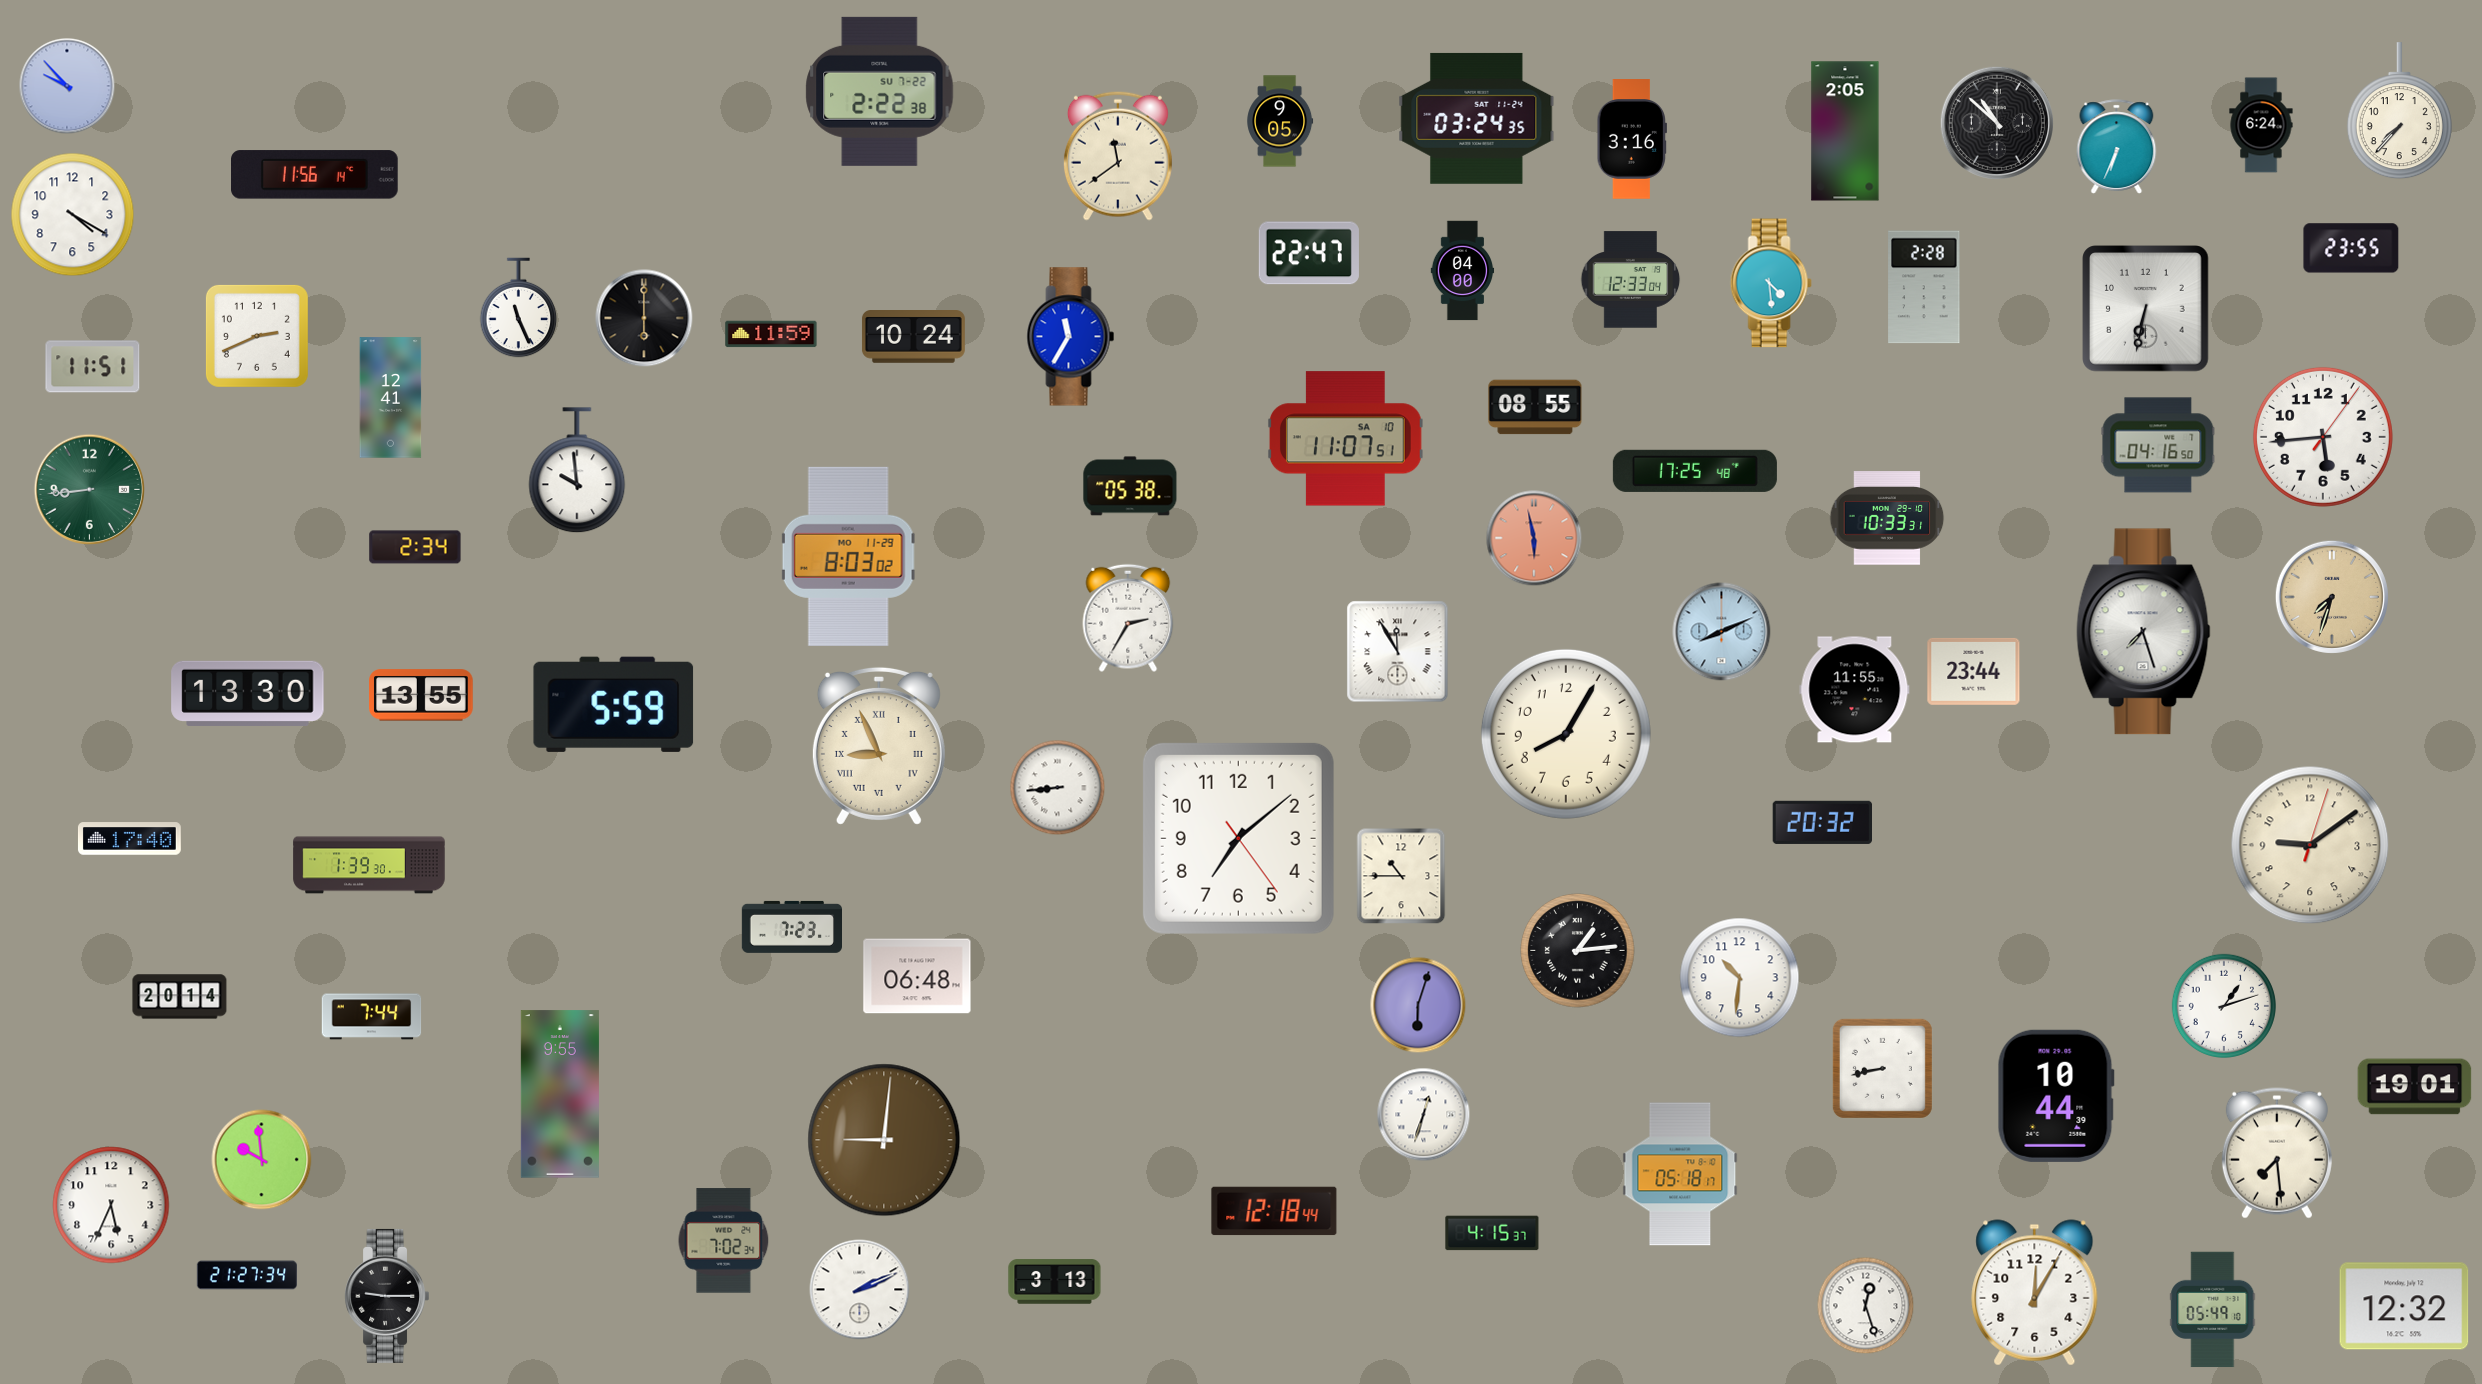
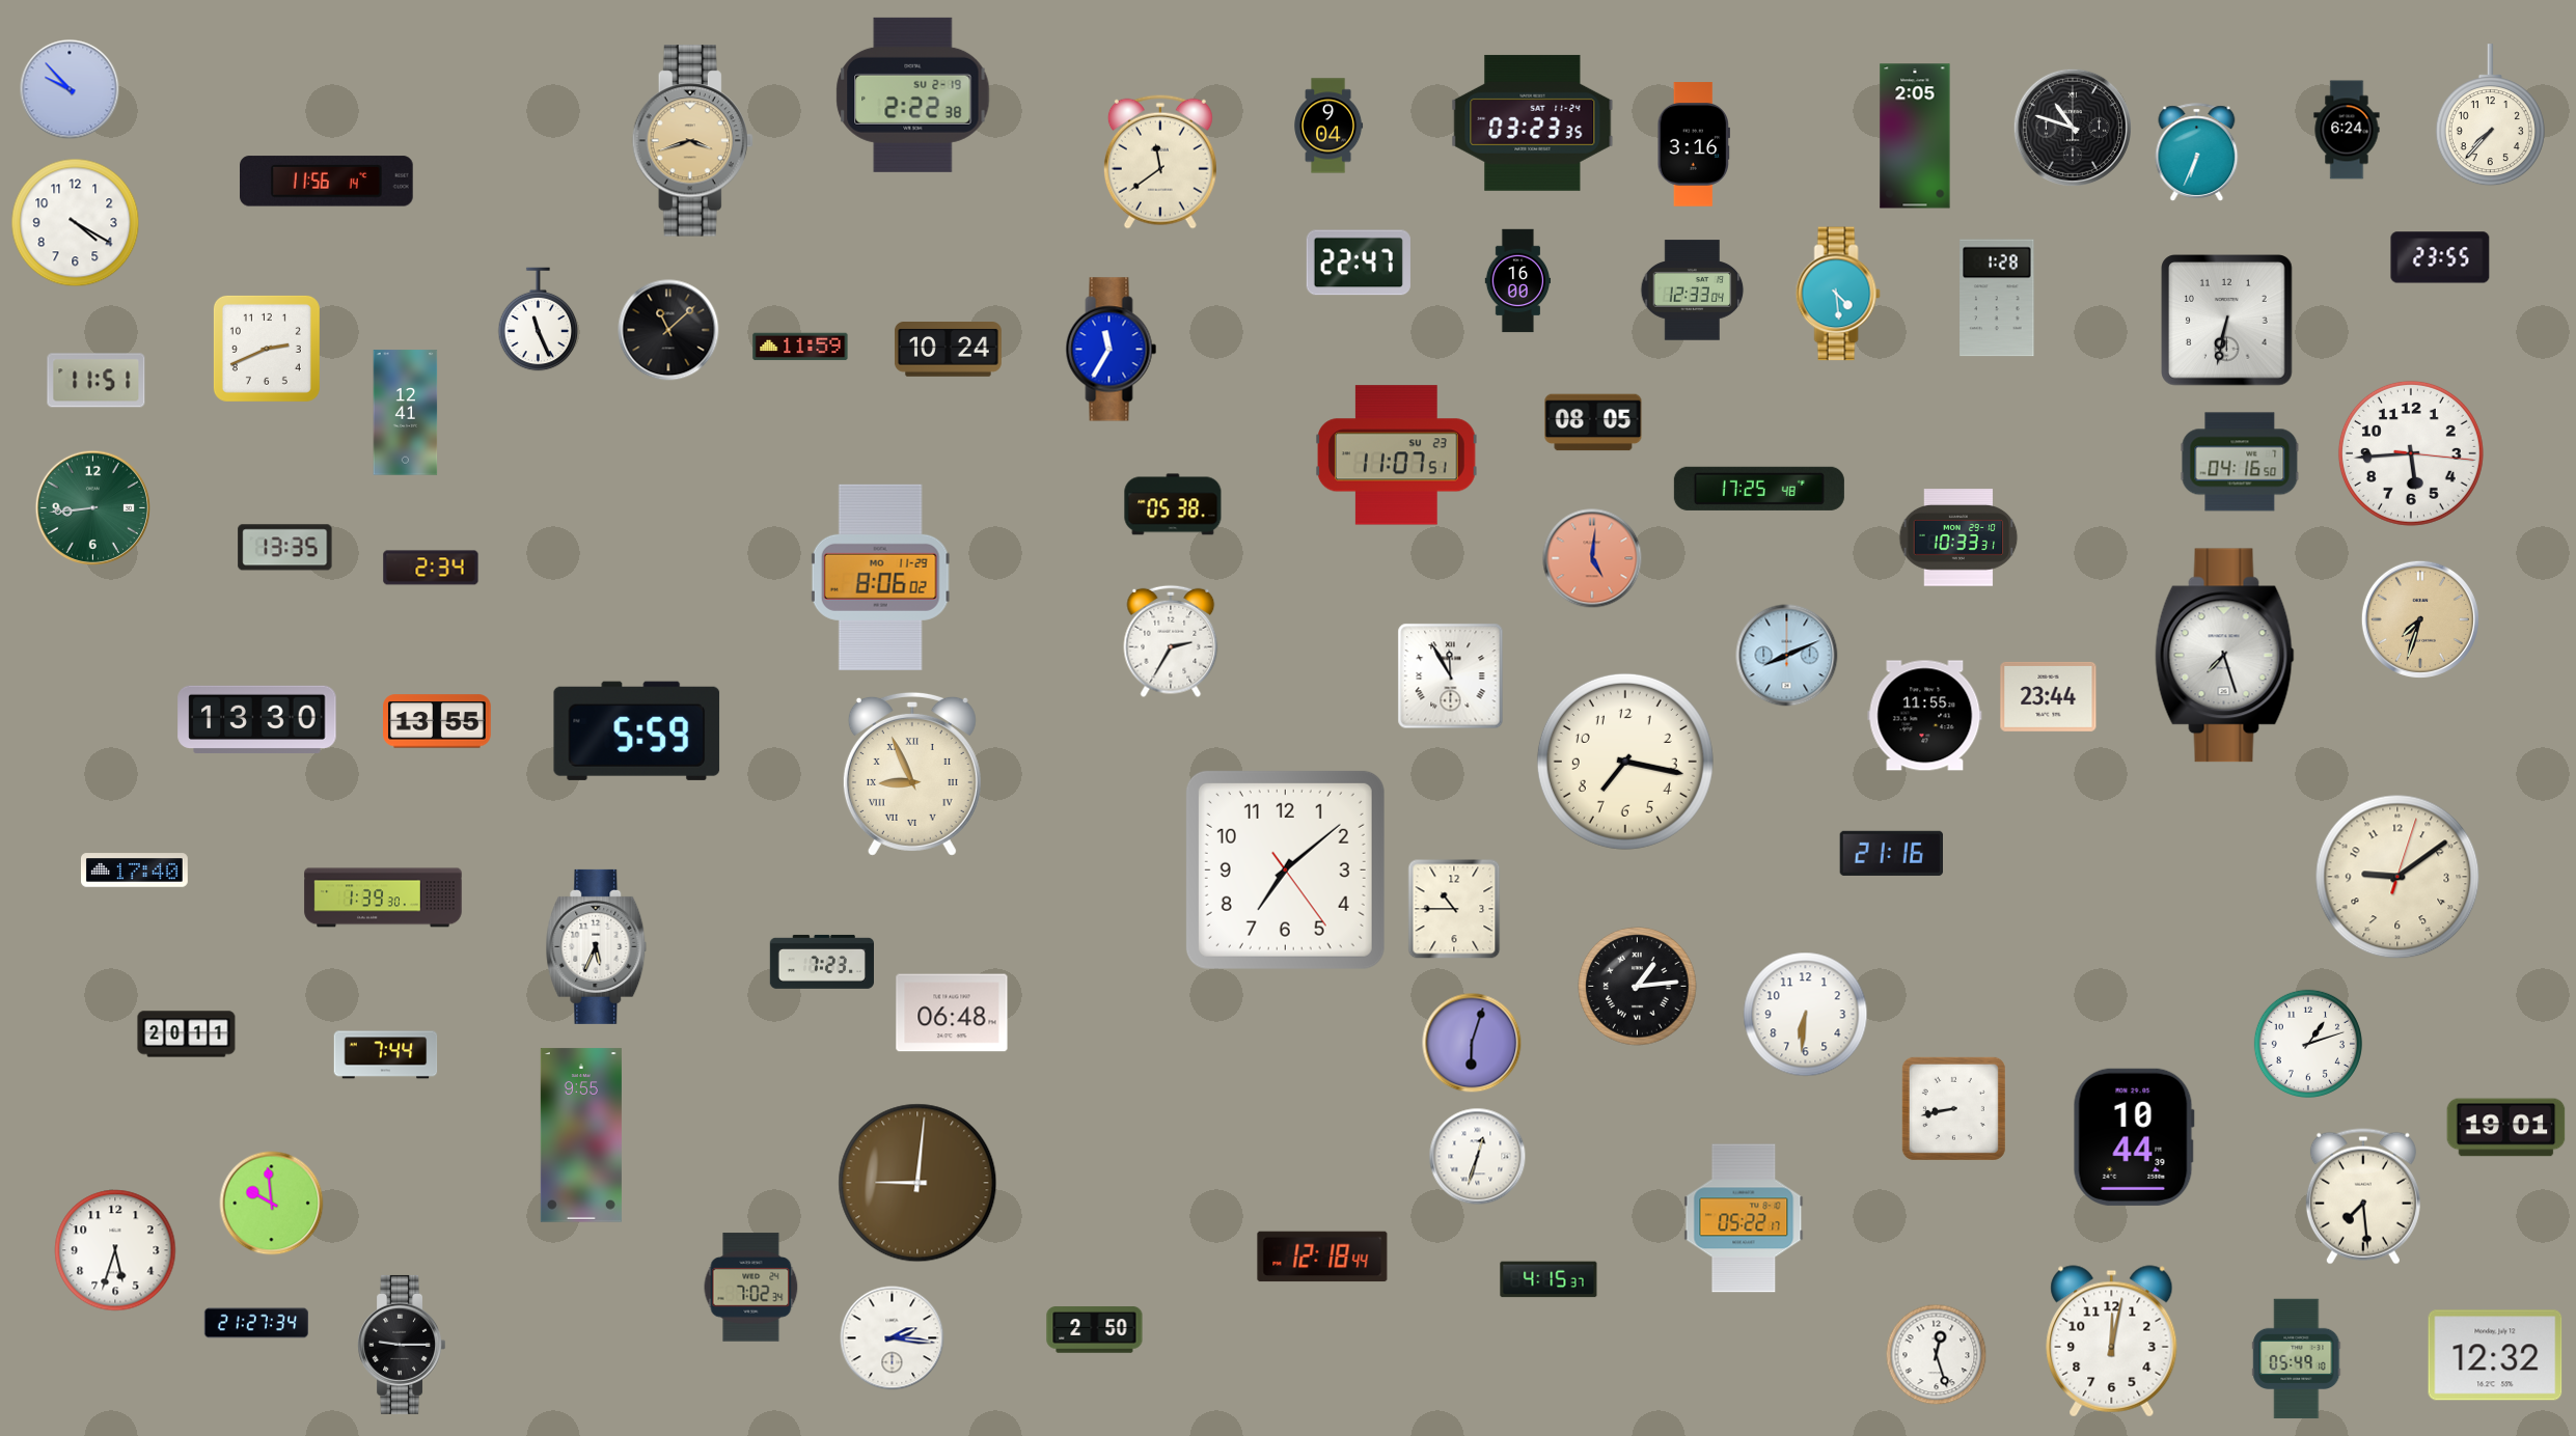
clock at (880, 91) date: SU 7-22 -> SU 2-19
clock at (1477, 118): 03:24 -> 03:23
clock at (1280, 121): 9:05 -> 9:04
clock at (1997, 123): 10:52 -> 10:48
clock at (692, 141): none -> 3:42
clock at (1463, 271): 04:00 -> 16:00
clock at (1924, 287): 2:28 -> 1:28
clock at (644, 318): 6:00 -> 11:08
clock at (1535, 407): 08:55 -> 08:05
clock at (2323, 437): 5:44:06 -> 5:44:16
clock at (1346, 439) date: SA 10 -> SU 23
clock at (577, 471): 9:59 -> none
clock at (285, 548): none -> 13:35
clock at (1534, 538): 5:58 -> 5:01
clock at (848, 556): 8:03 -> 8:06
clock at (1566, 734): 8:05 -> 7:17
clock at (1058, 788): 8:44 -> none
clock at (1822, 822): 20:32 -> 21:16
clock at (597, 946): none -> 5:34
clock at (1740, 978): 10:31 -> 6:31
clock at (180, 997): 20:14 -> 20:11
clock at (1680, 1174): 05:18 -> 05:22
clock at (111, 1205): 5:34 -> 5:33
clock at (1055, 1282): 3:13 -> 2:50
clock at (860, 1290): 2:11 -> 2:16
clock at (2035, 1293): 12:05 -> 12:02
